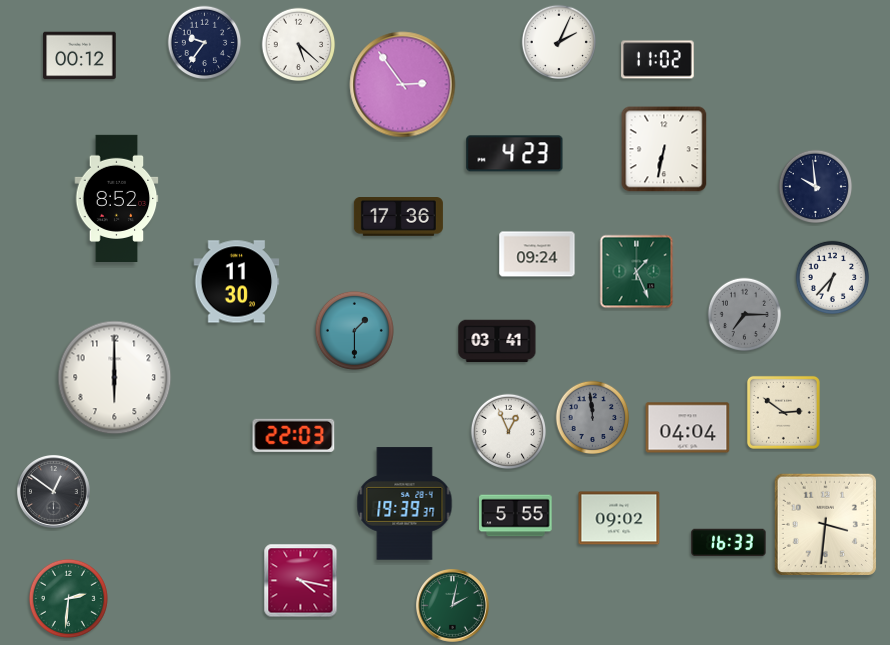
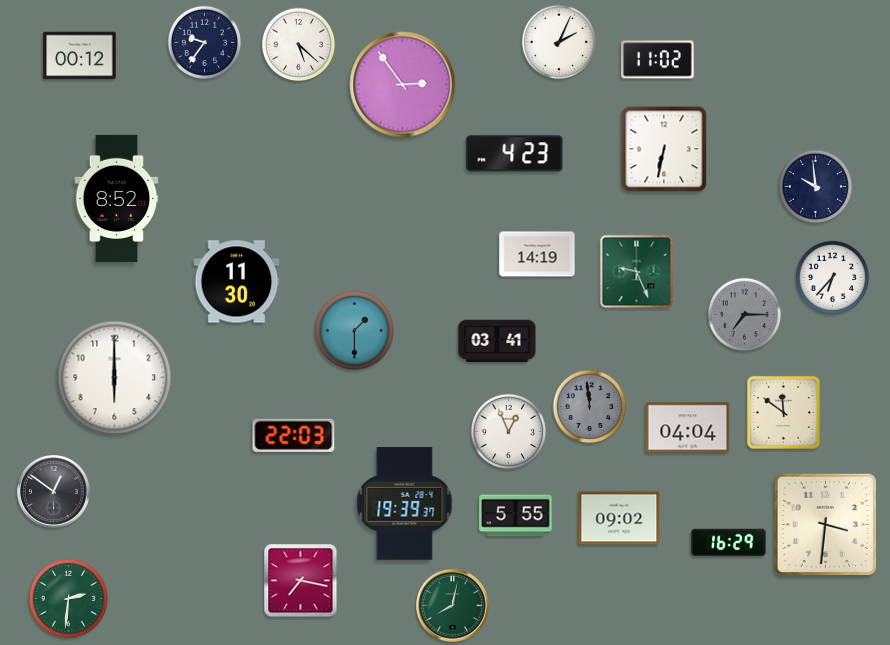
clock at (398, 217): 17:36 -> none
clock at (537, 254): 09:24 -> 14:19
clock at (637, 272): 1:26 -> 9:26
clock at (783, 412): 2:51 -> 11:51
clock at (593, 418) position: (593, 418) -> (590, 407)
clock at (729, 543): 16:33 -> 16:29
clock at (301, 581): 4:17 -> 7:17
clock at (453, 606): 2:02 -> 8:02
